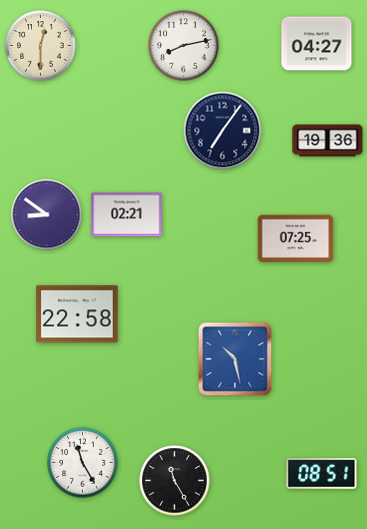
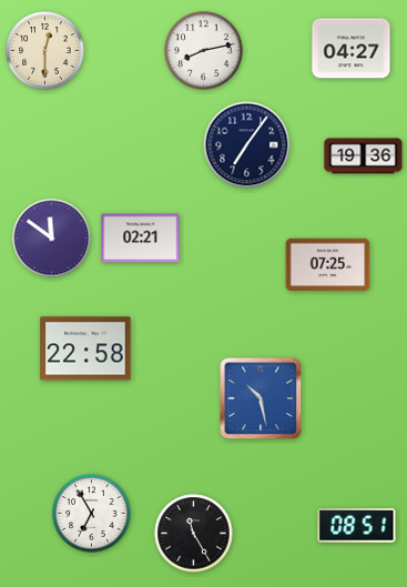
clock at (47, 215): 8:51 -> 11:51
clock at (83, 463): 11:25 -> 6:55
